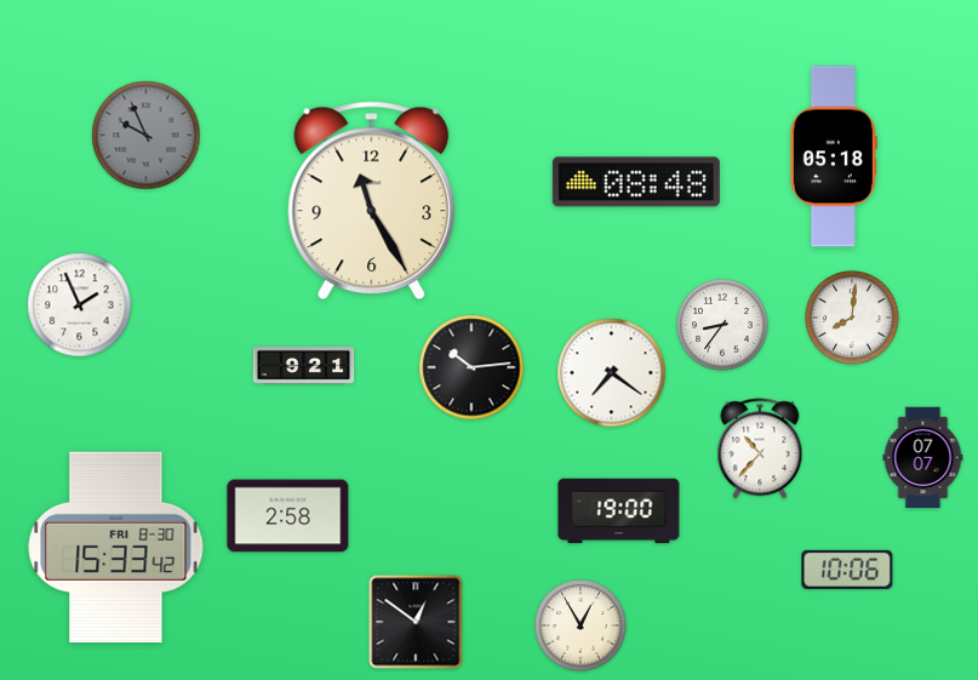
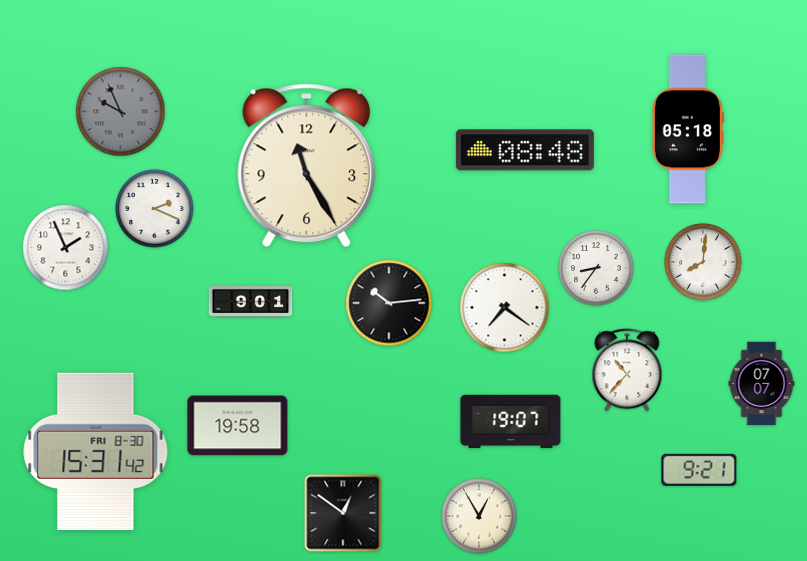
clock at (155, 209): none -> 2:19
clock at (80, 305) position: (80, 305) -> (66, 248)
clock at (304, 366): 9:21 -> 9:01
clock at (923, 458) position: (923, 458) -> (762, 384)
clock at (619, 512): 19:00 -> 19:07
clock at (288, 516): 2:58 -> 19:58
clock at (116, 548): 15:33 -> 15:31
clock at (847, 570): 10:06 -> 9:21
